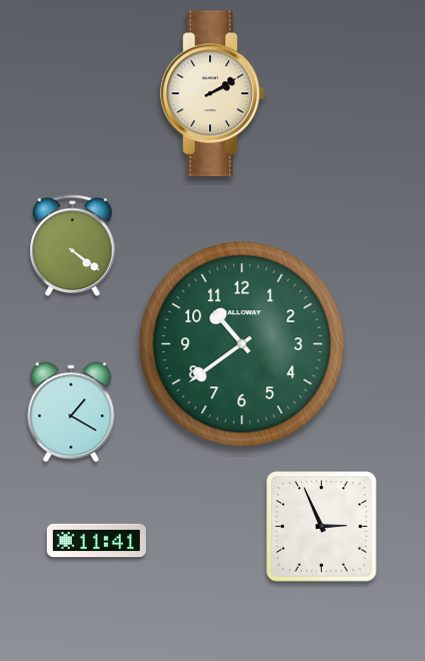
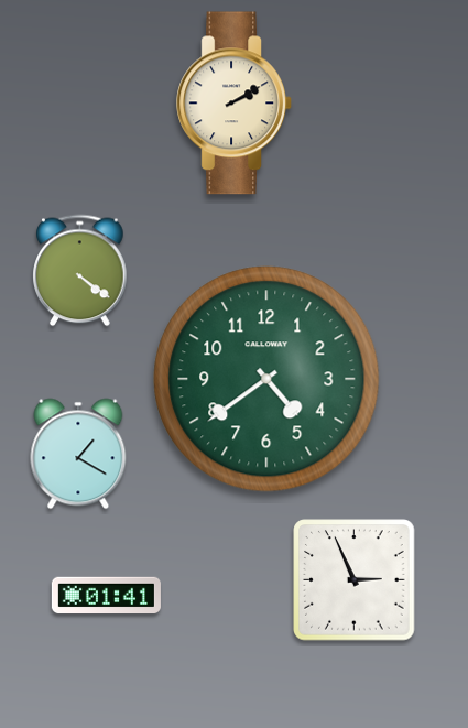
clock at (242, 344): 10:39 -> 4:39
clock at (96, 541): 11:41 -> 01:41
